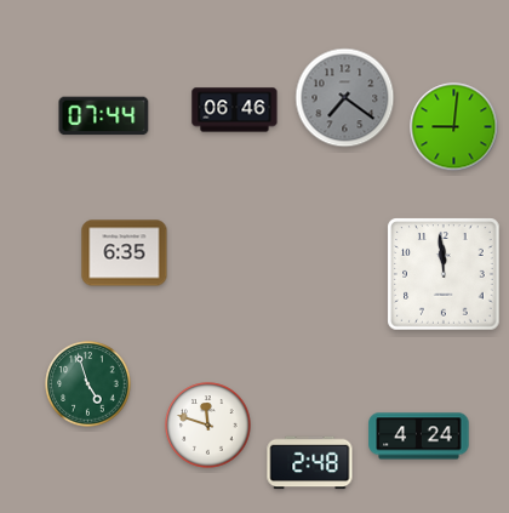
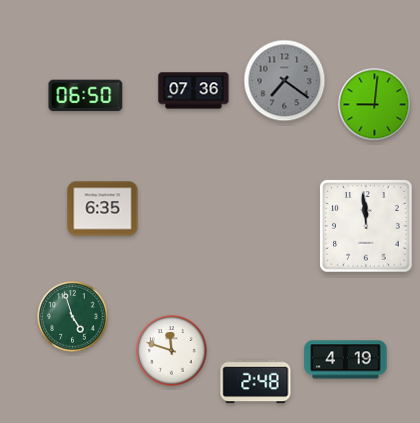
clock at (235, 110): 06:46 -> 07:36
clock at (104, 116): 07:44 -> 06:50
clock at (419, 437): 4:24 -> 4:19
